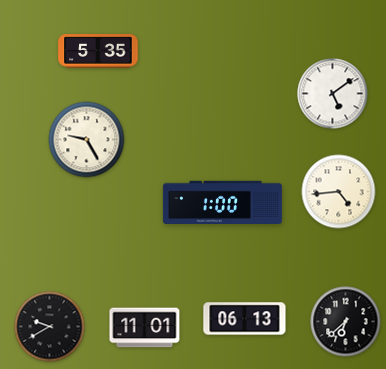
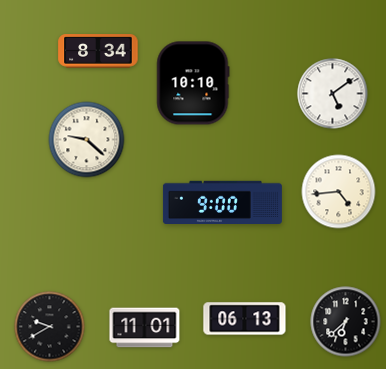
clock at (98, 51): 5:35 -> 8:34
clock at (193, 83): none -> 10:10
clock at (87, 140): 9:25 -> 9:22
clock at (222, 202): 1:00 -> 9:00
